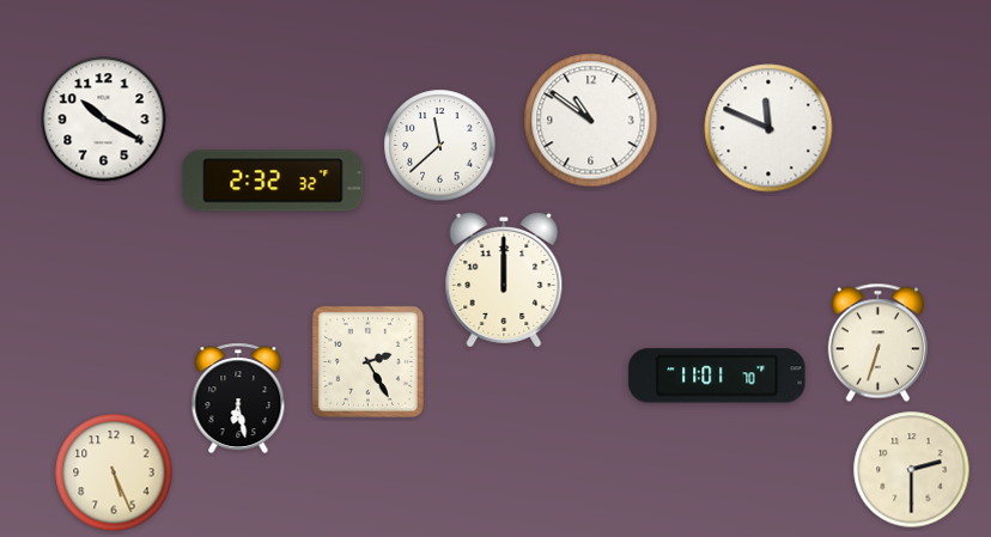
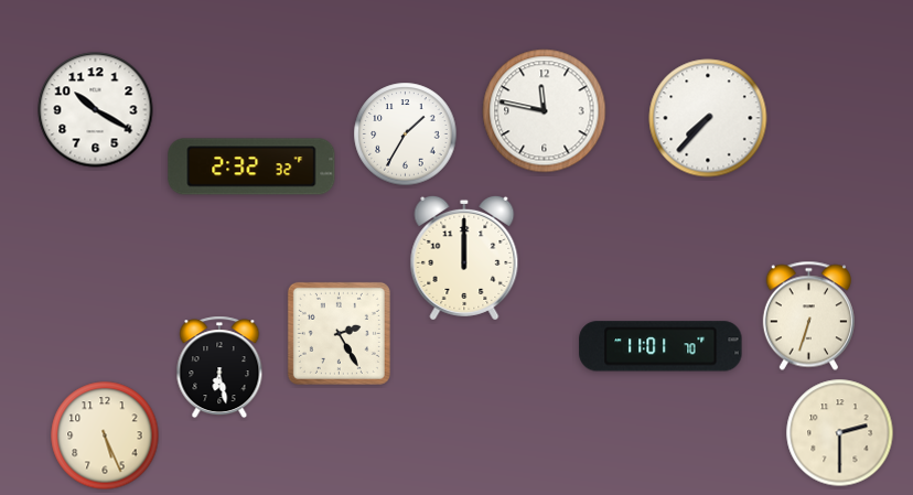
clock at (591, 121): 10:51 -> 11:47
clock at (768, 128): 11:49 -> 7:37
clock at (440, 146): 11:38 -> 1:35
